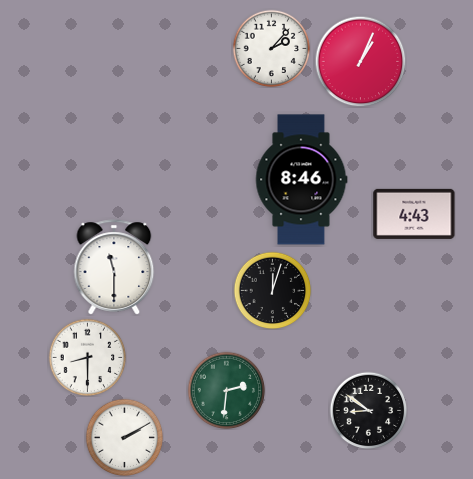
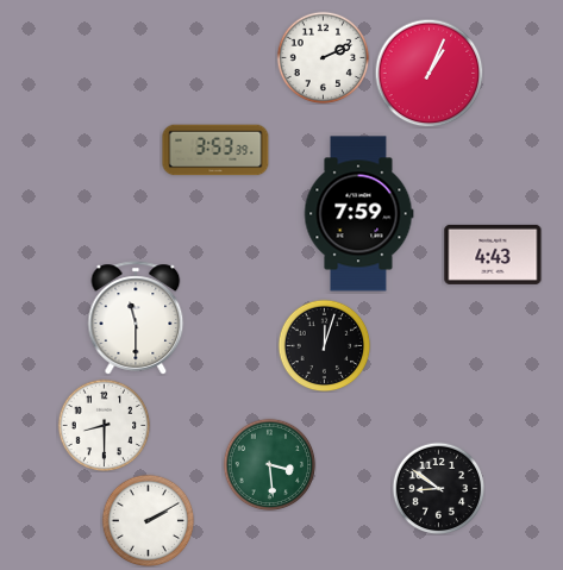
clock at (271, 48): 2:07 -> 2:11
clock at (215, 150): none -> 3:53
clock at (301, 180): 8:46 -> 7:59
clock at (226, 390): 2:31 -> 3:29
